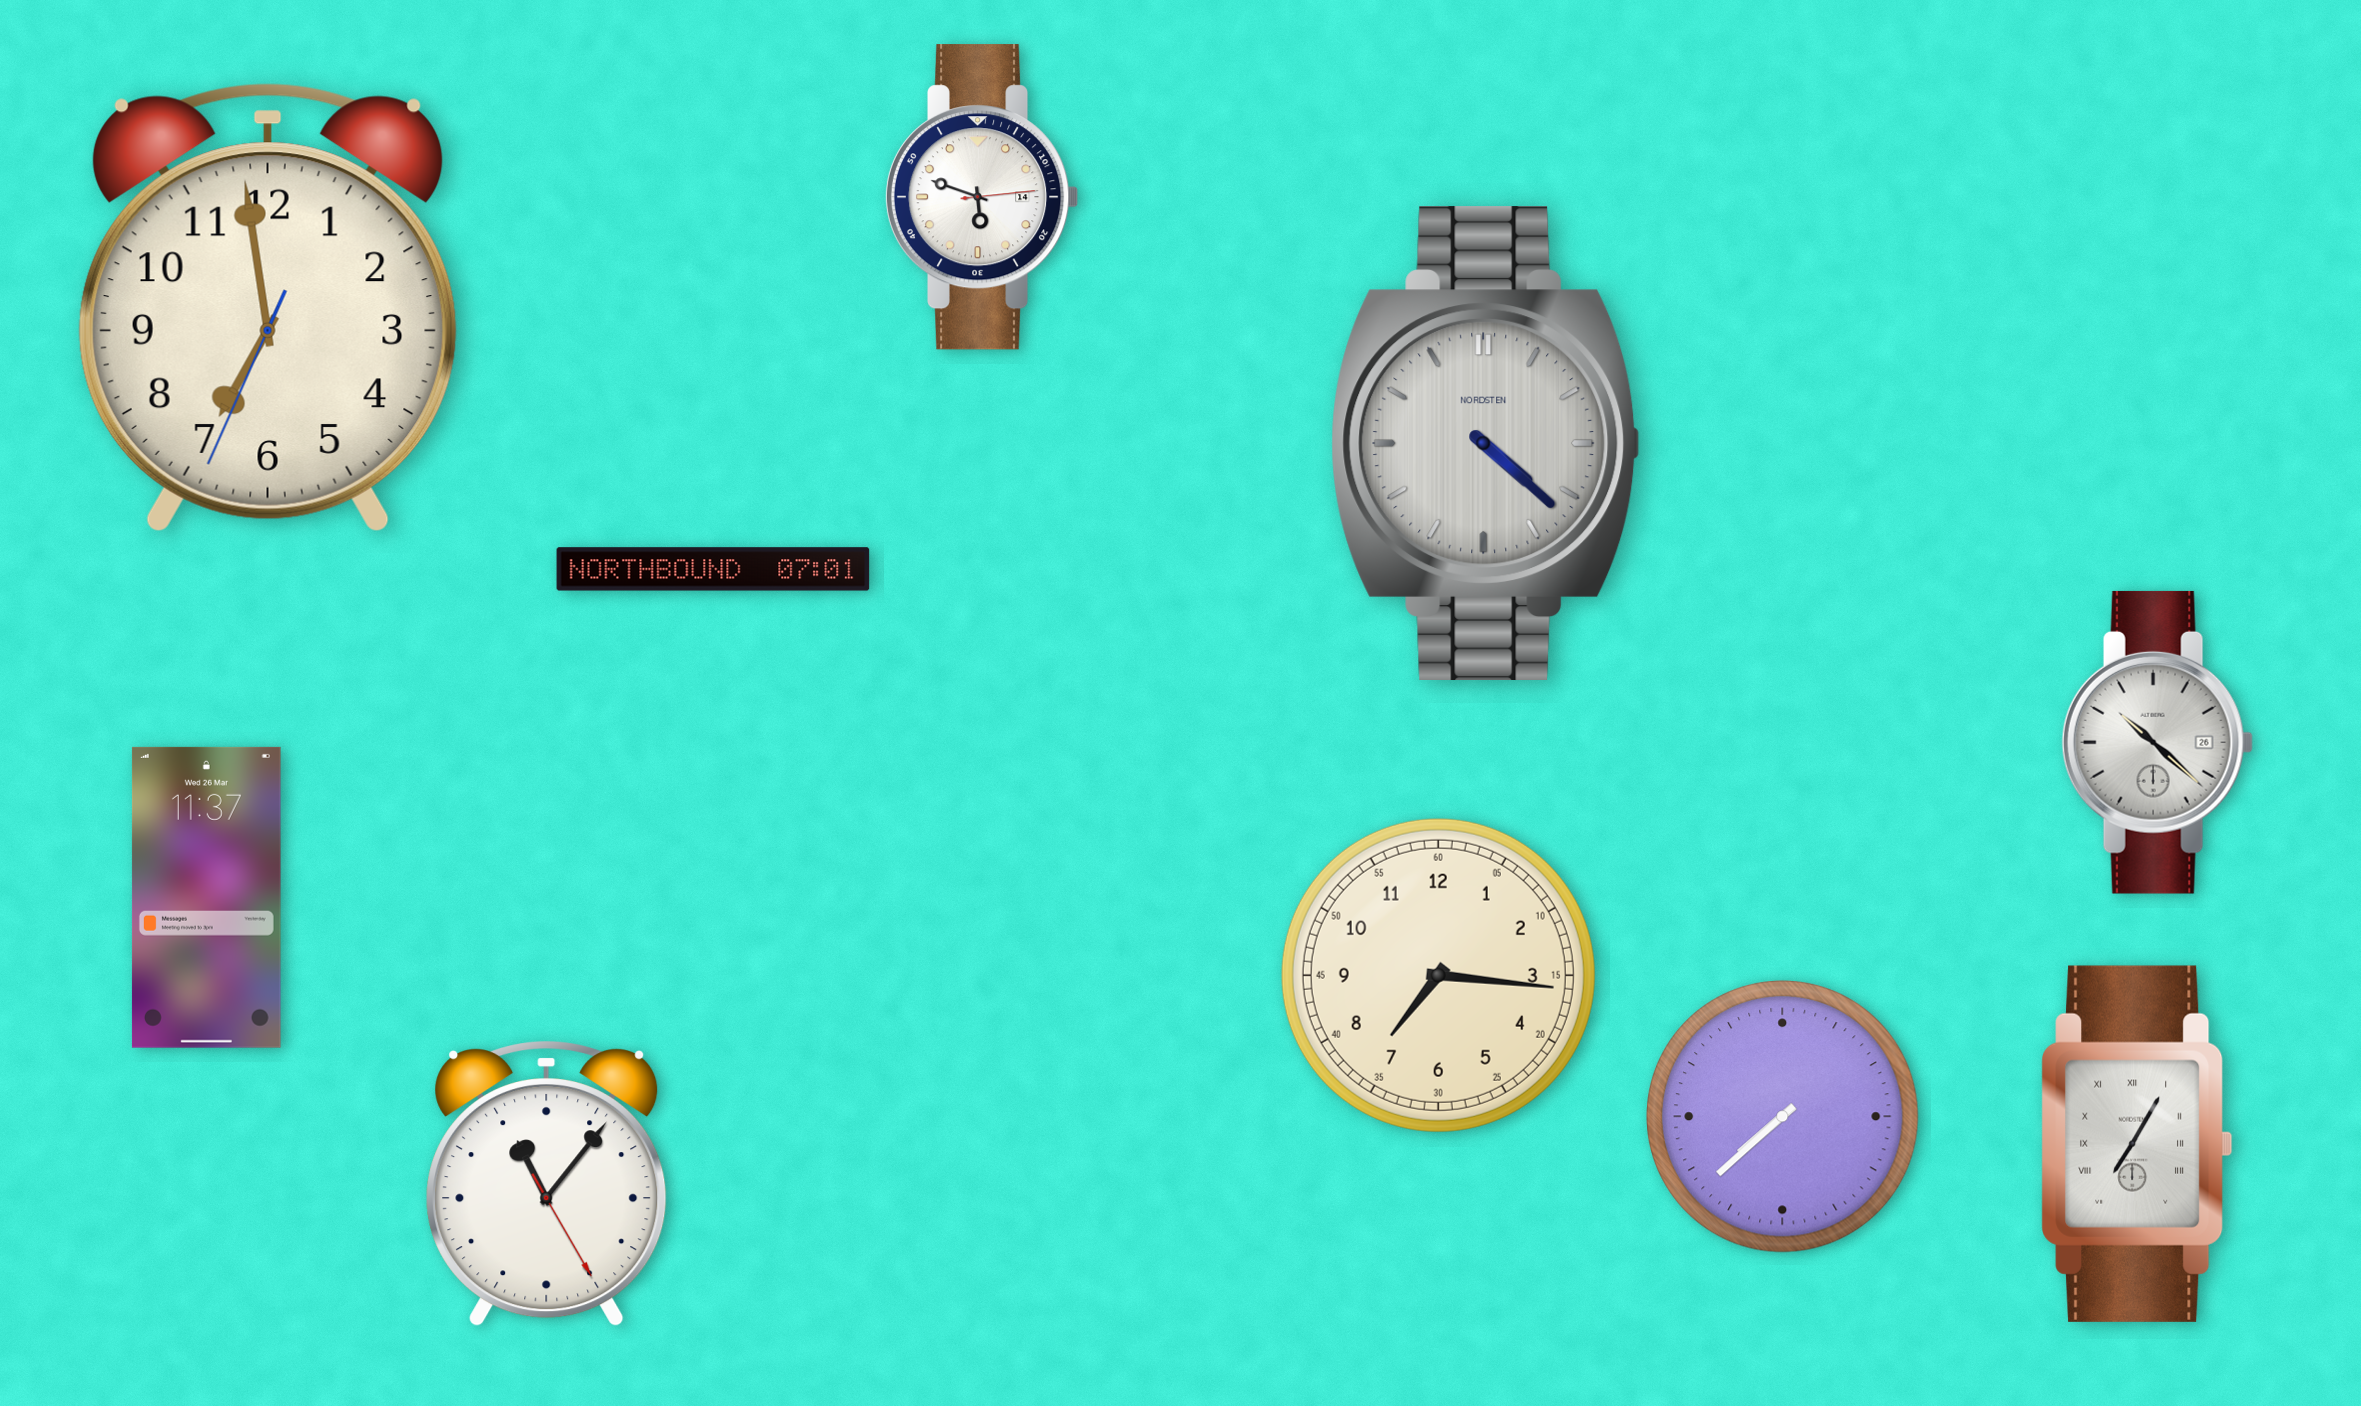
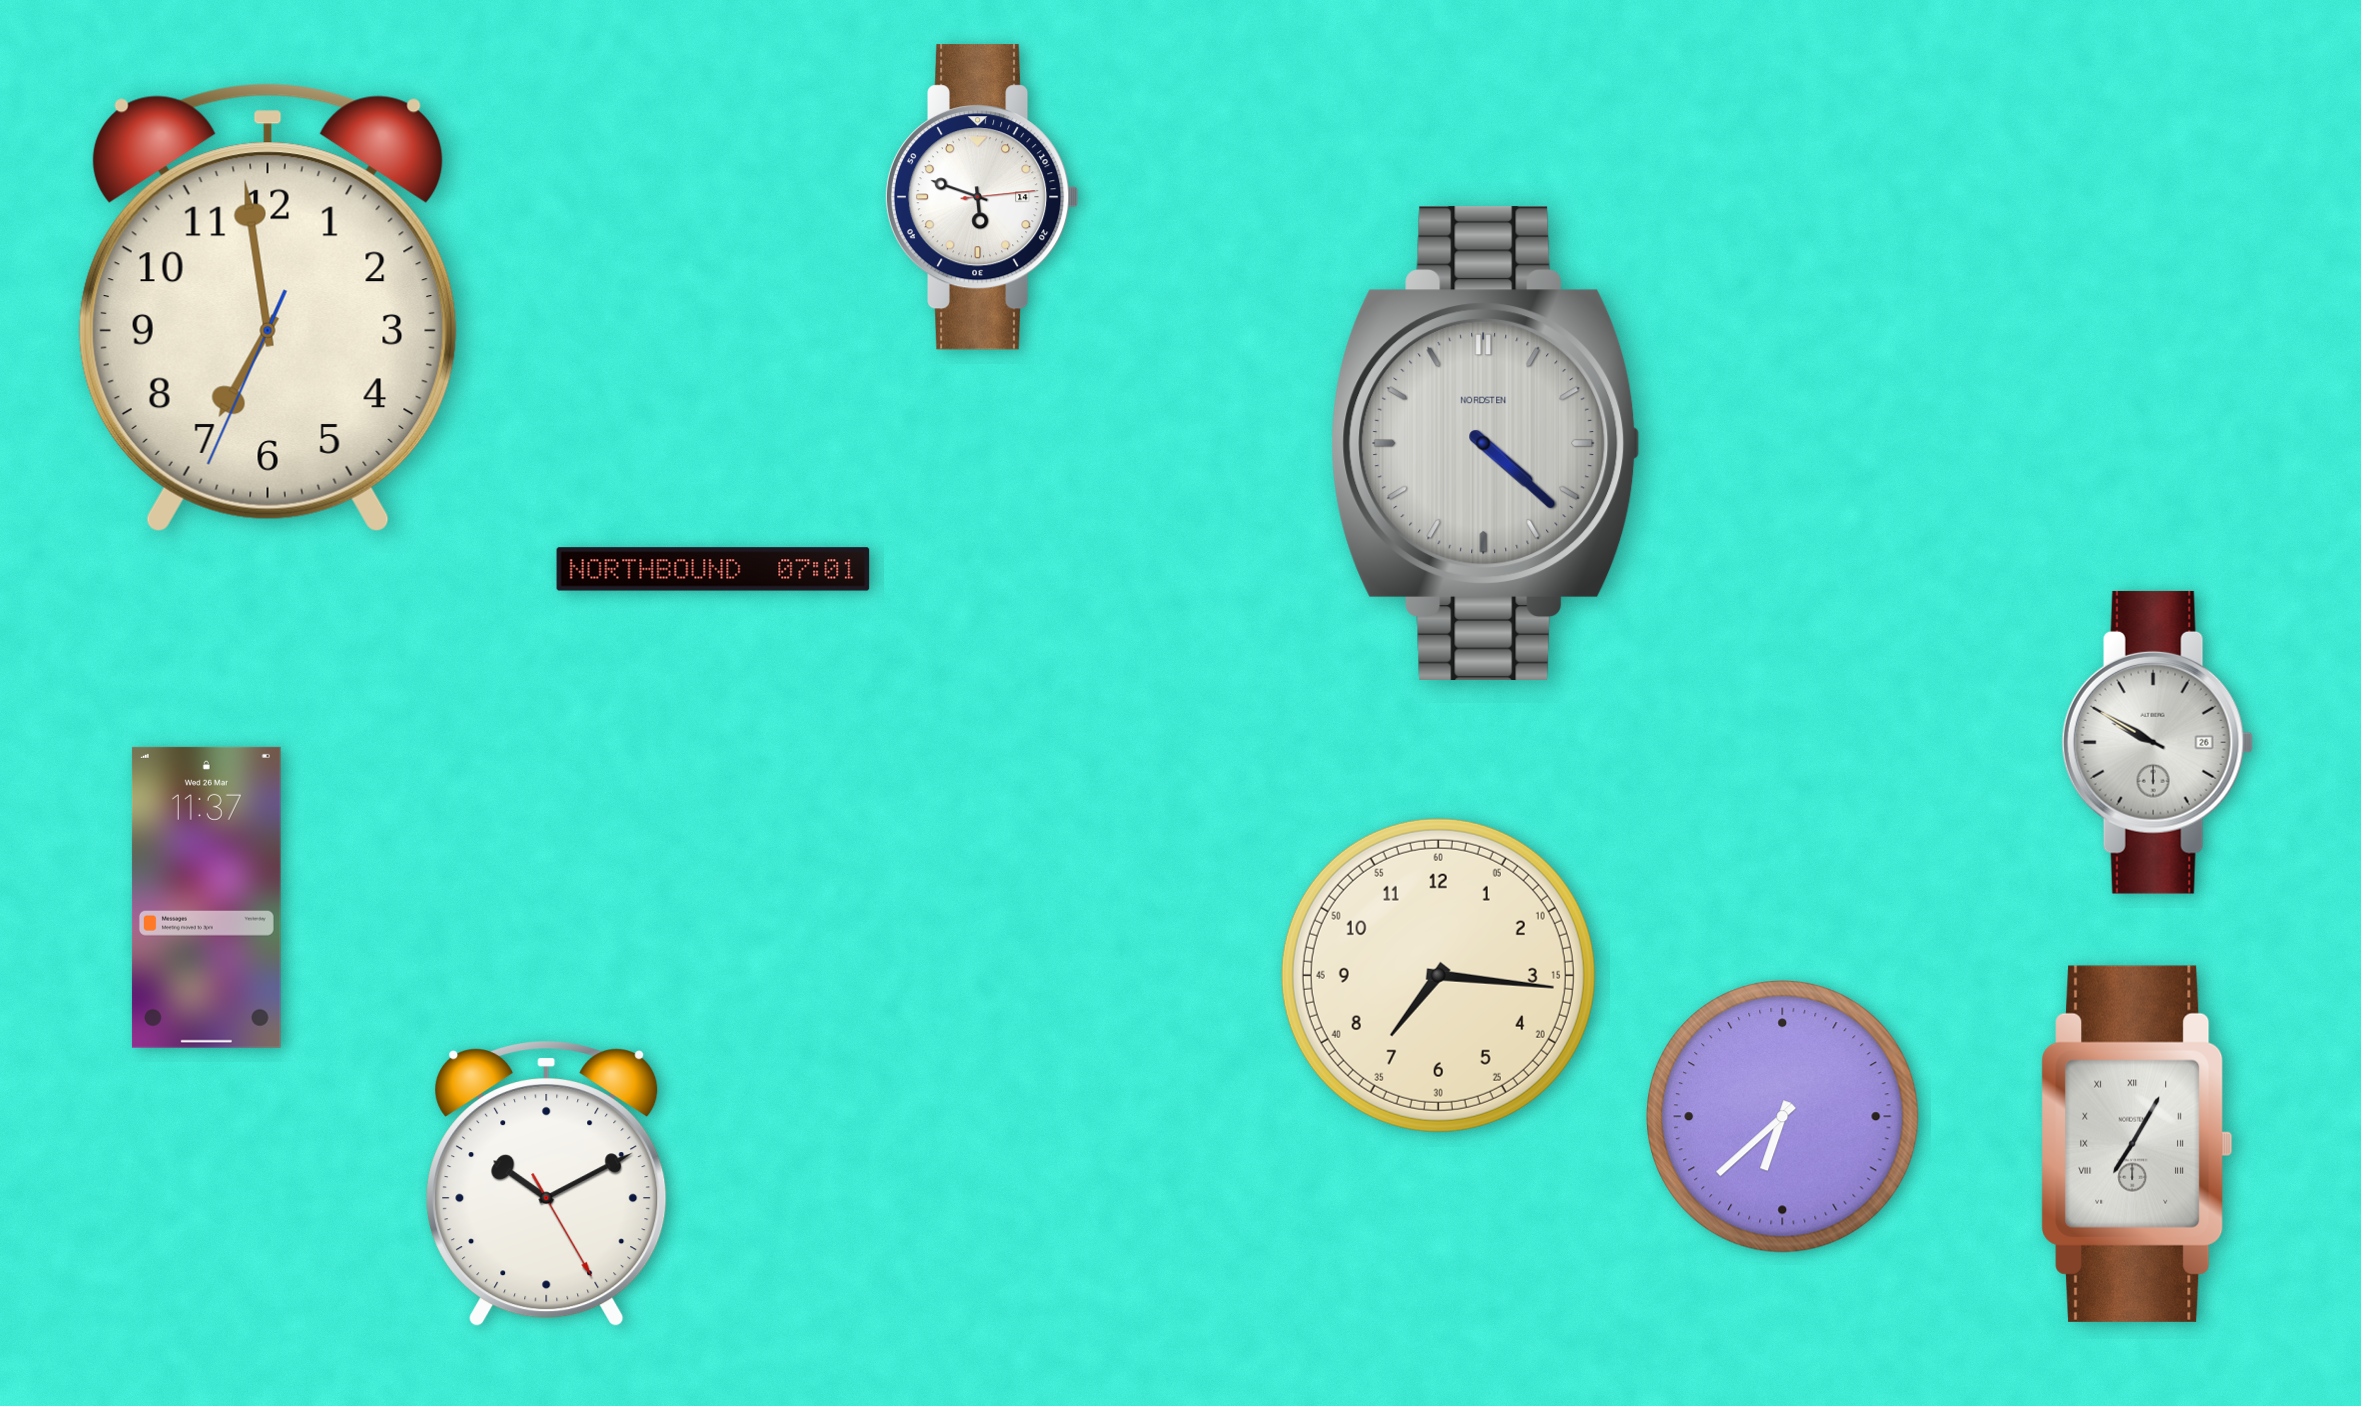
clock at (2157, 742): 10:22 -> 9:50
clock at (1783, 1117): 7:38 -> 6:38
clock at (547, 1184): 11:06 -> 10:10
